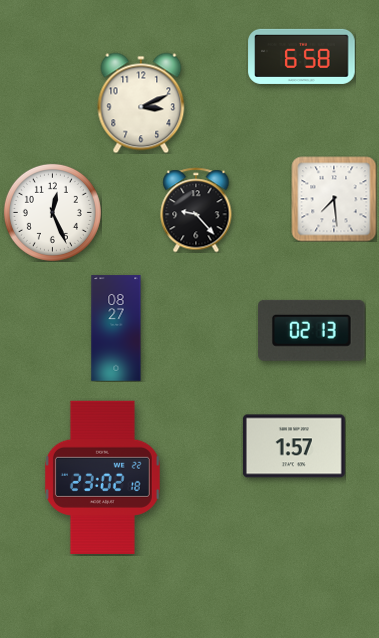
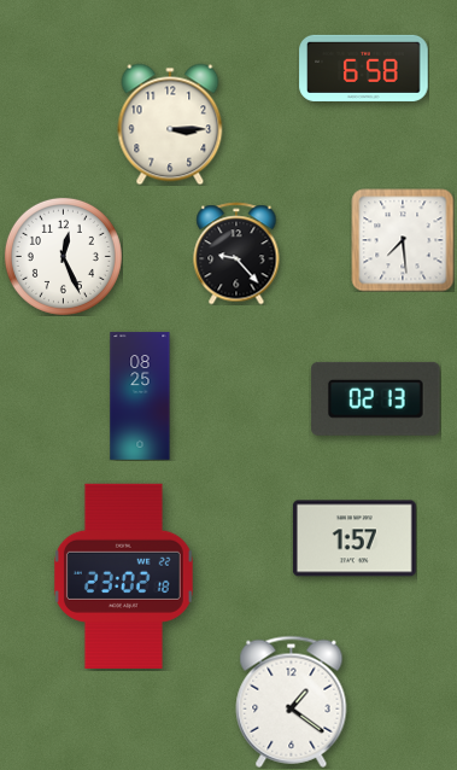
clock at (141, 103): 3:11 -> 3:15
clock at (116, 328): 08:27 -> 08:25
clock at (292, 701): none -> 1:21
